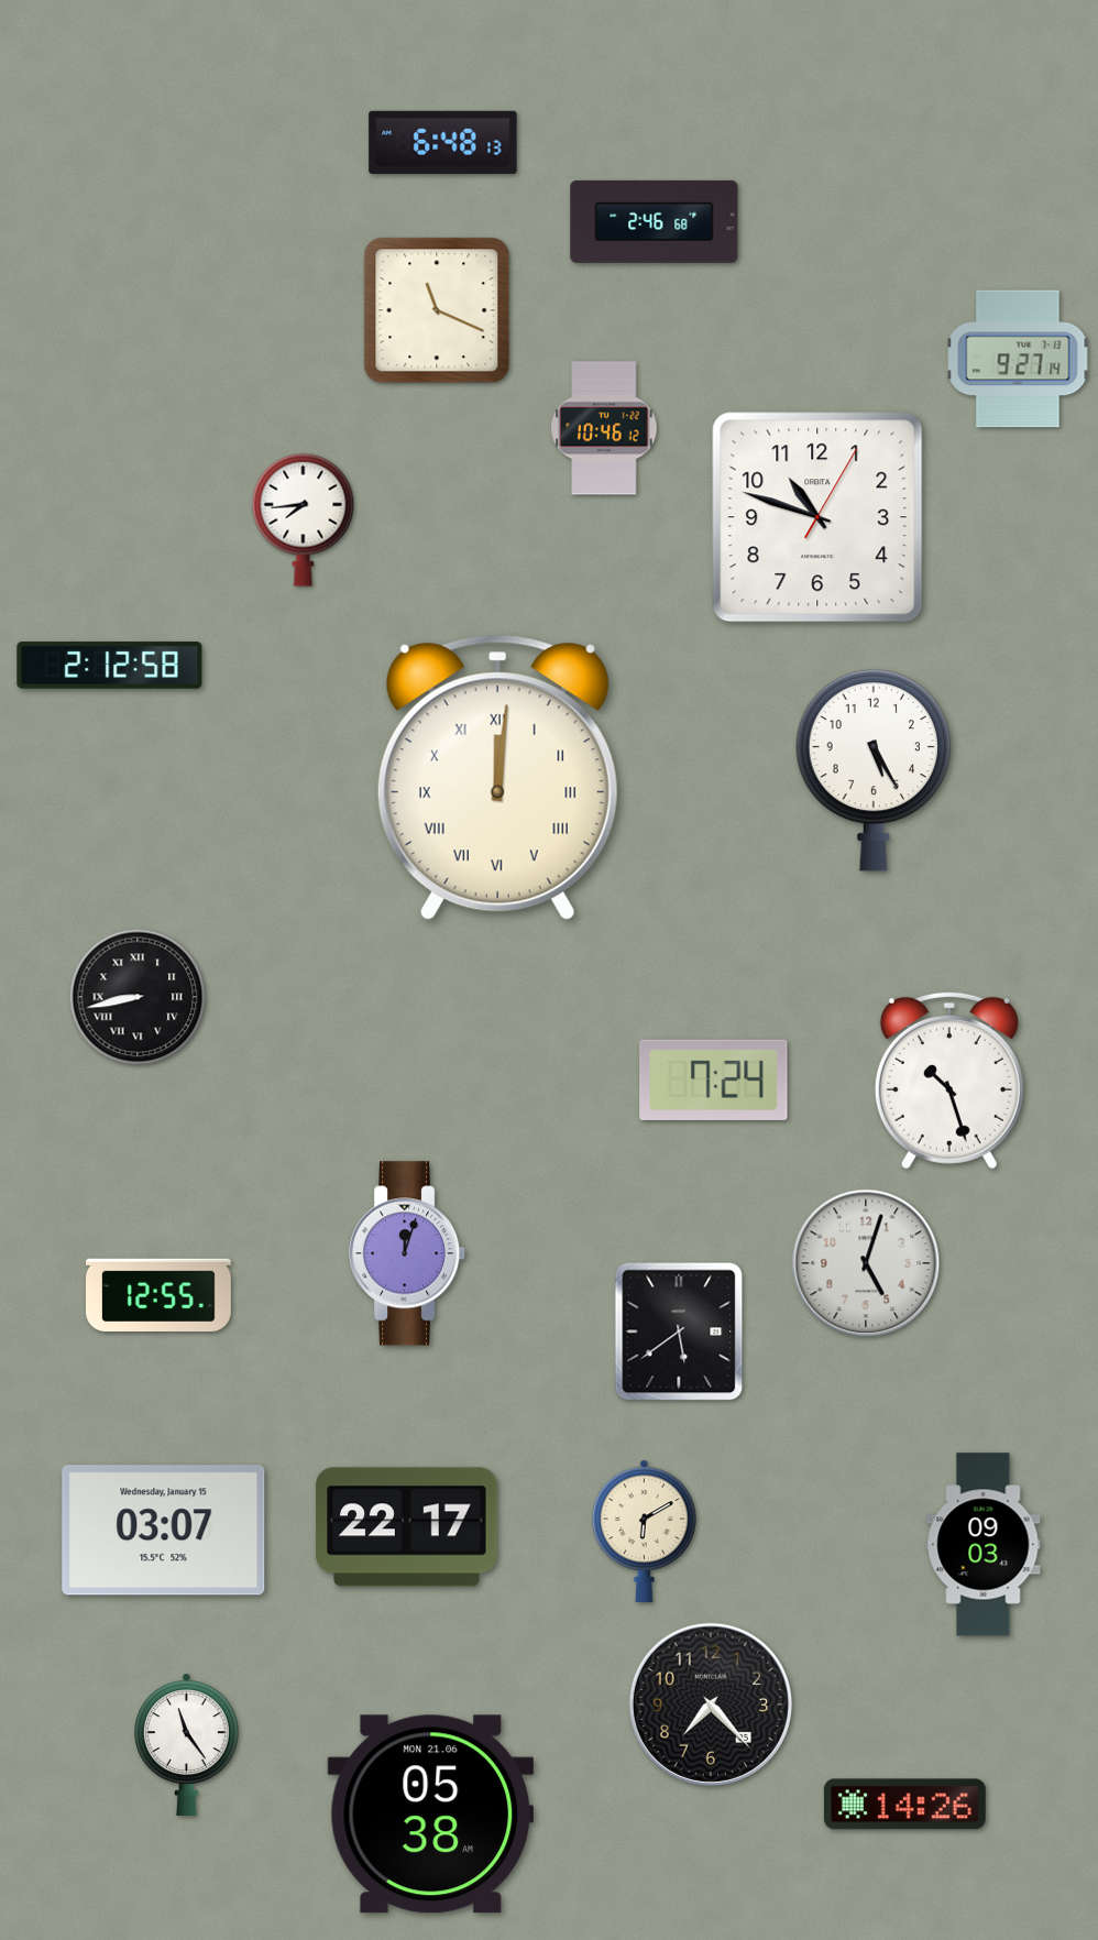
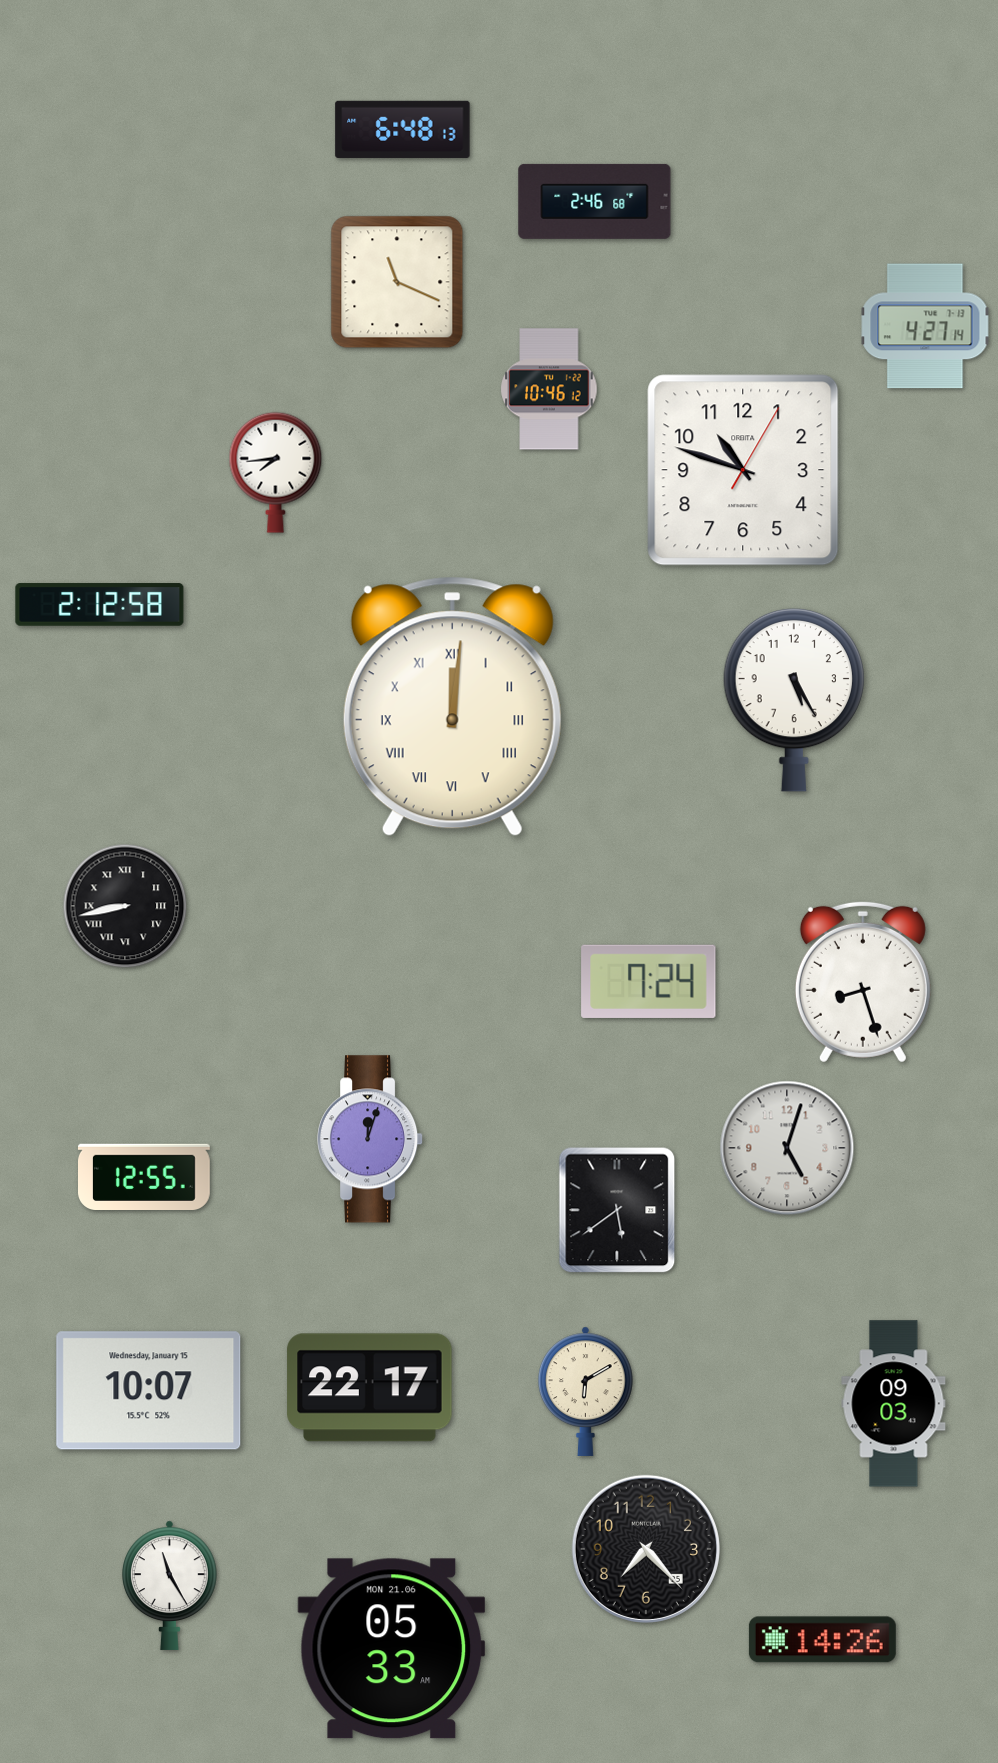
clock at (1018, 359): 9:27 -> 4:27
clock at (949, 1081): 10:27 -> 8:27
clock at (164, 1531): 03:07 -> 10:07
clock at (187, 1744): 11:24 -> 11:25
clock at (430, 1815): 05:38 -> 05:33
